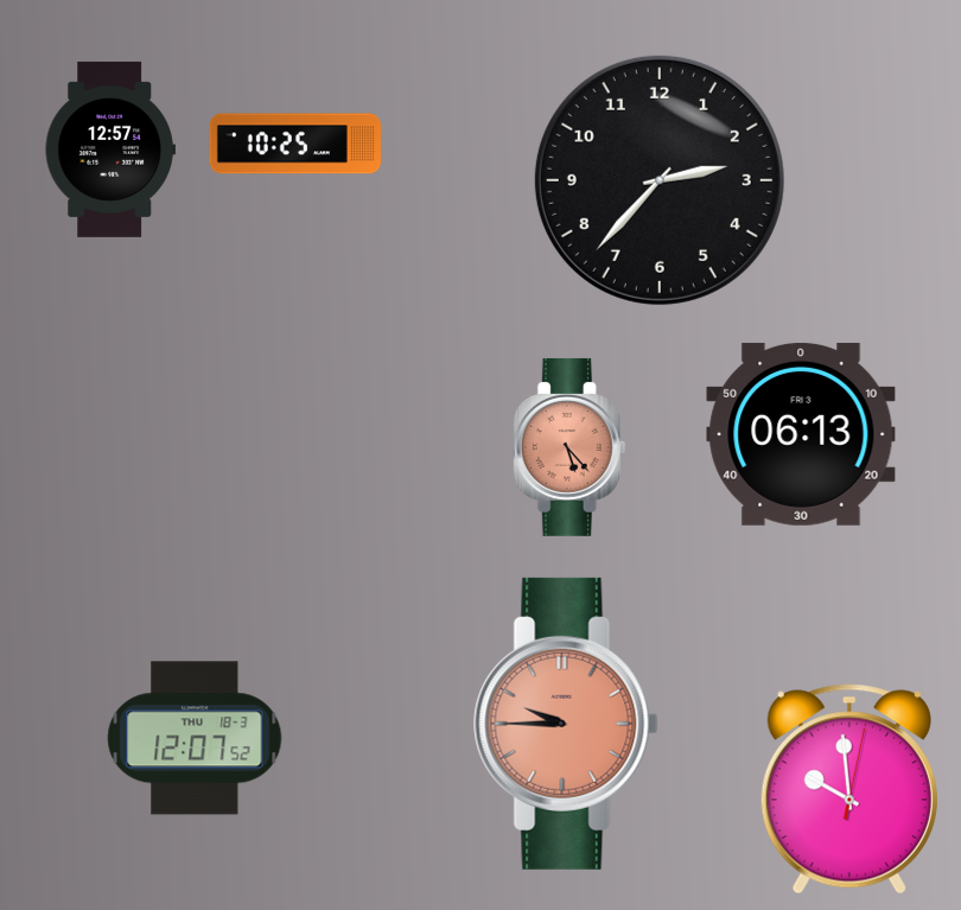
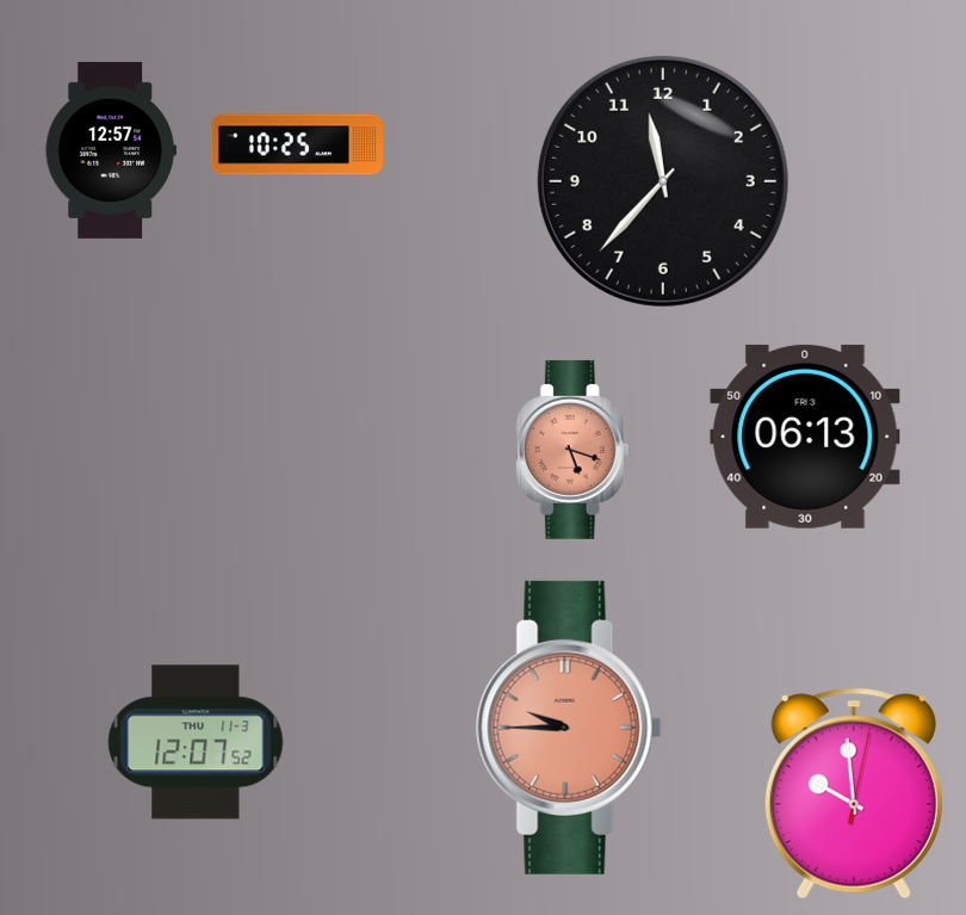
clock at (660, 180): 2:37 -> 11:37
clock at (569, 447): 5:23 -> 5:18
clock at (195, 738) date: THU 18-3 -> THU 11-3
